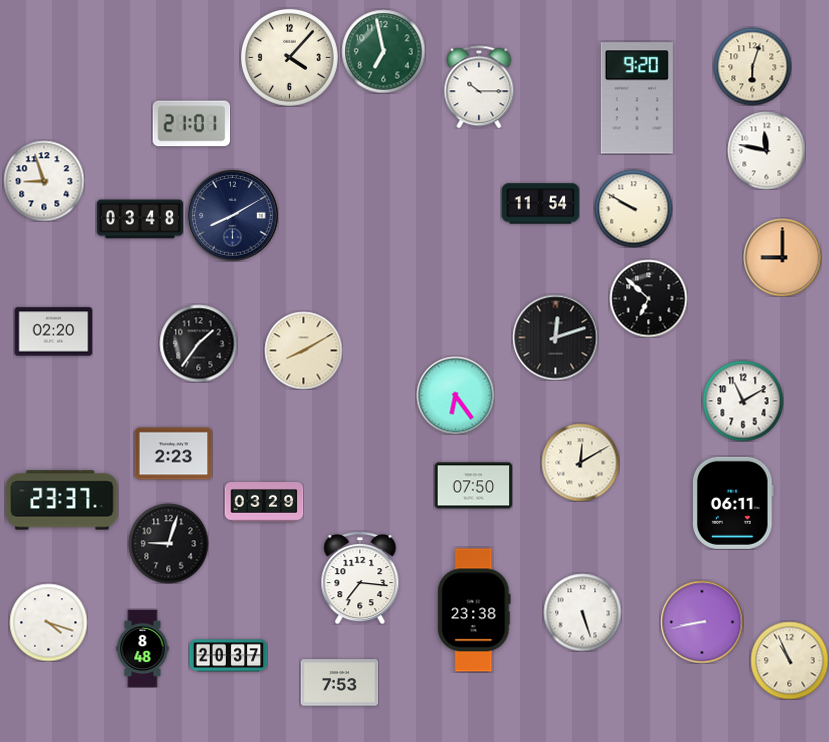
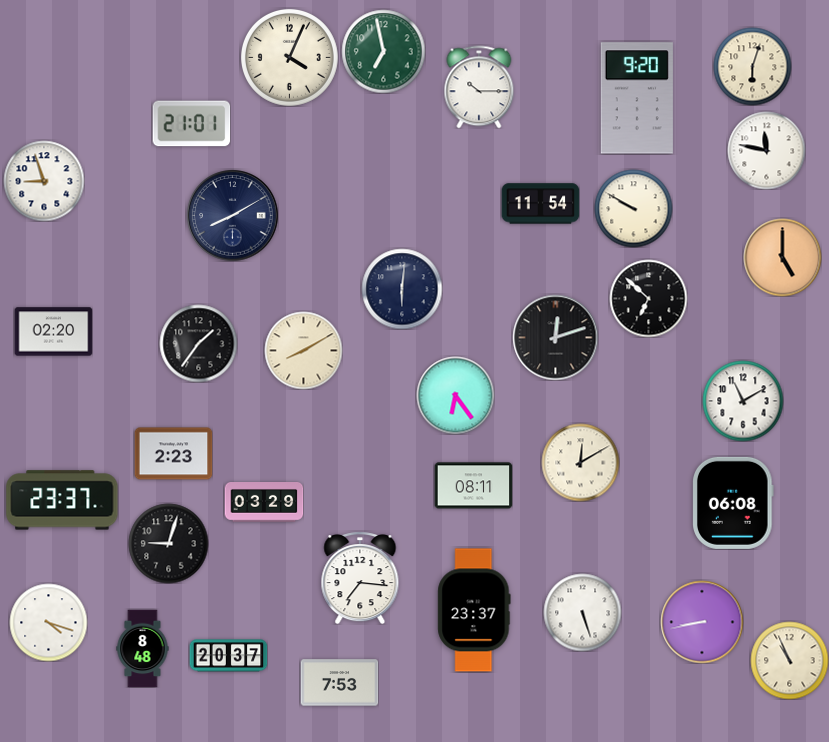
clock at (289, 57): 4:07 -> 4:04
clock at (139, 219): 03:48 -> none
clock at (782, 257): 9:00 -> 5:00
clock at (402, 289): none -> 6:01
clock at (473, 486): 07:50 -> 08:11
clock at (734, 503): 06:11 -> 06:08
clock at (474, 610): 23:38 -> 23:37
